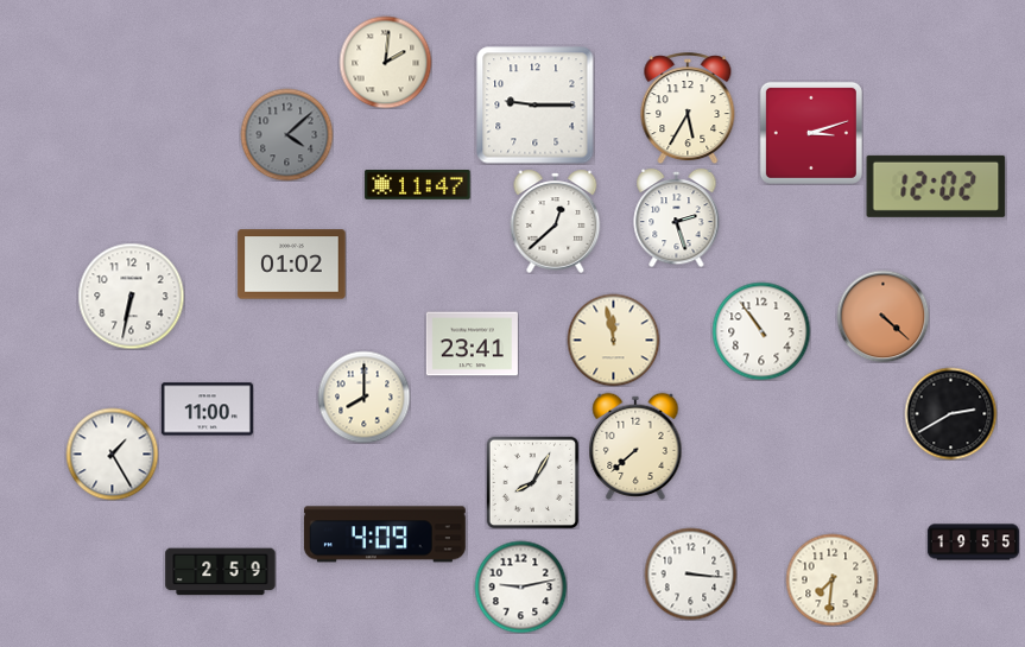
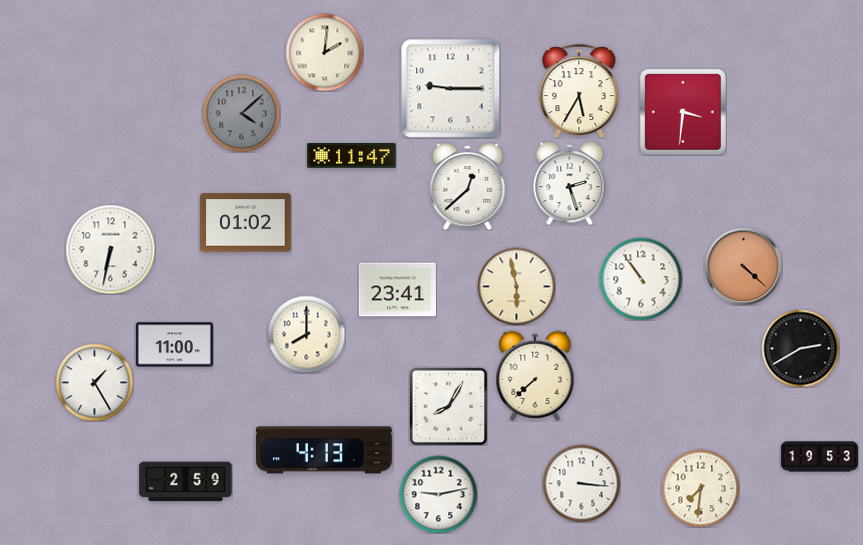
clock at (811, 133): 3:12 -> 3:31
clock at (936, 186): 12:02 -> none
clock at (613, 340): 11:58 -> 5:58
clock at (385, 534): 4:09 -> 4:13
clock at (973, 543): 19:55 -> 19:53
